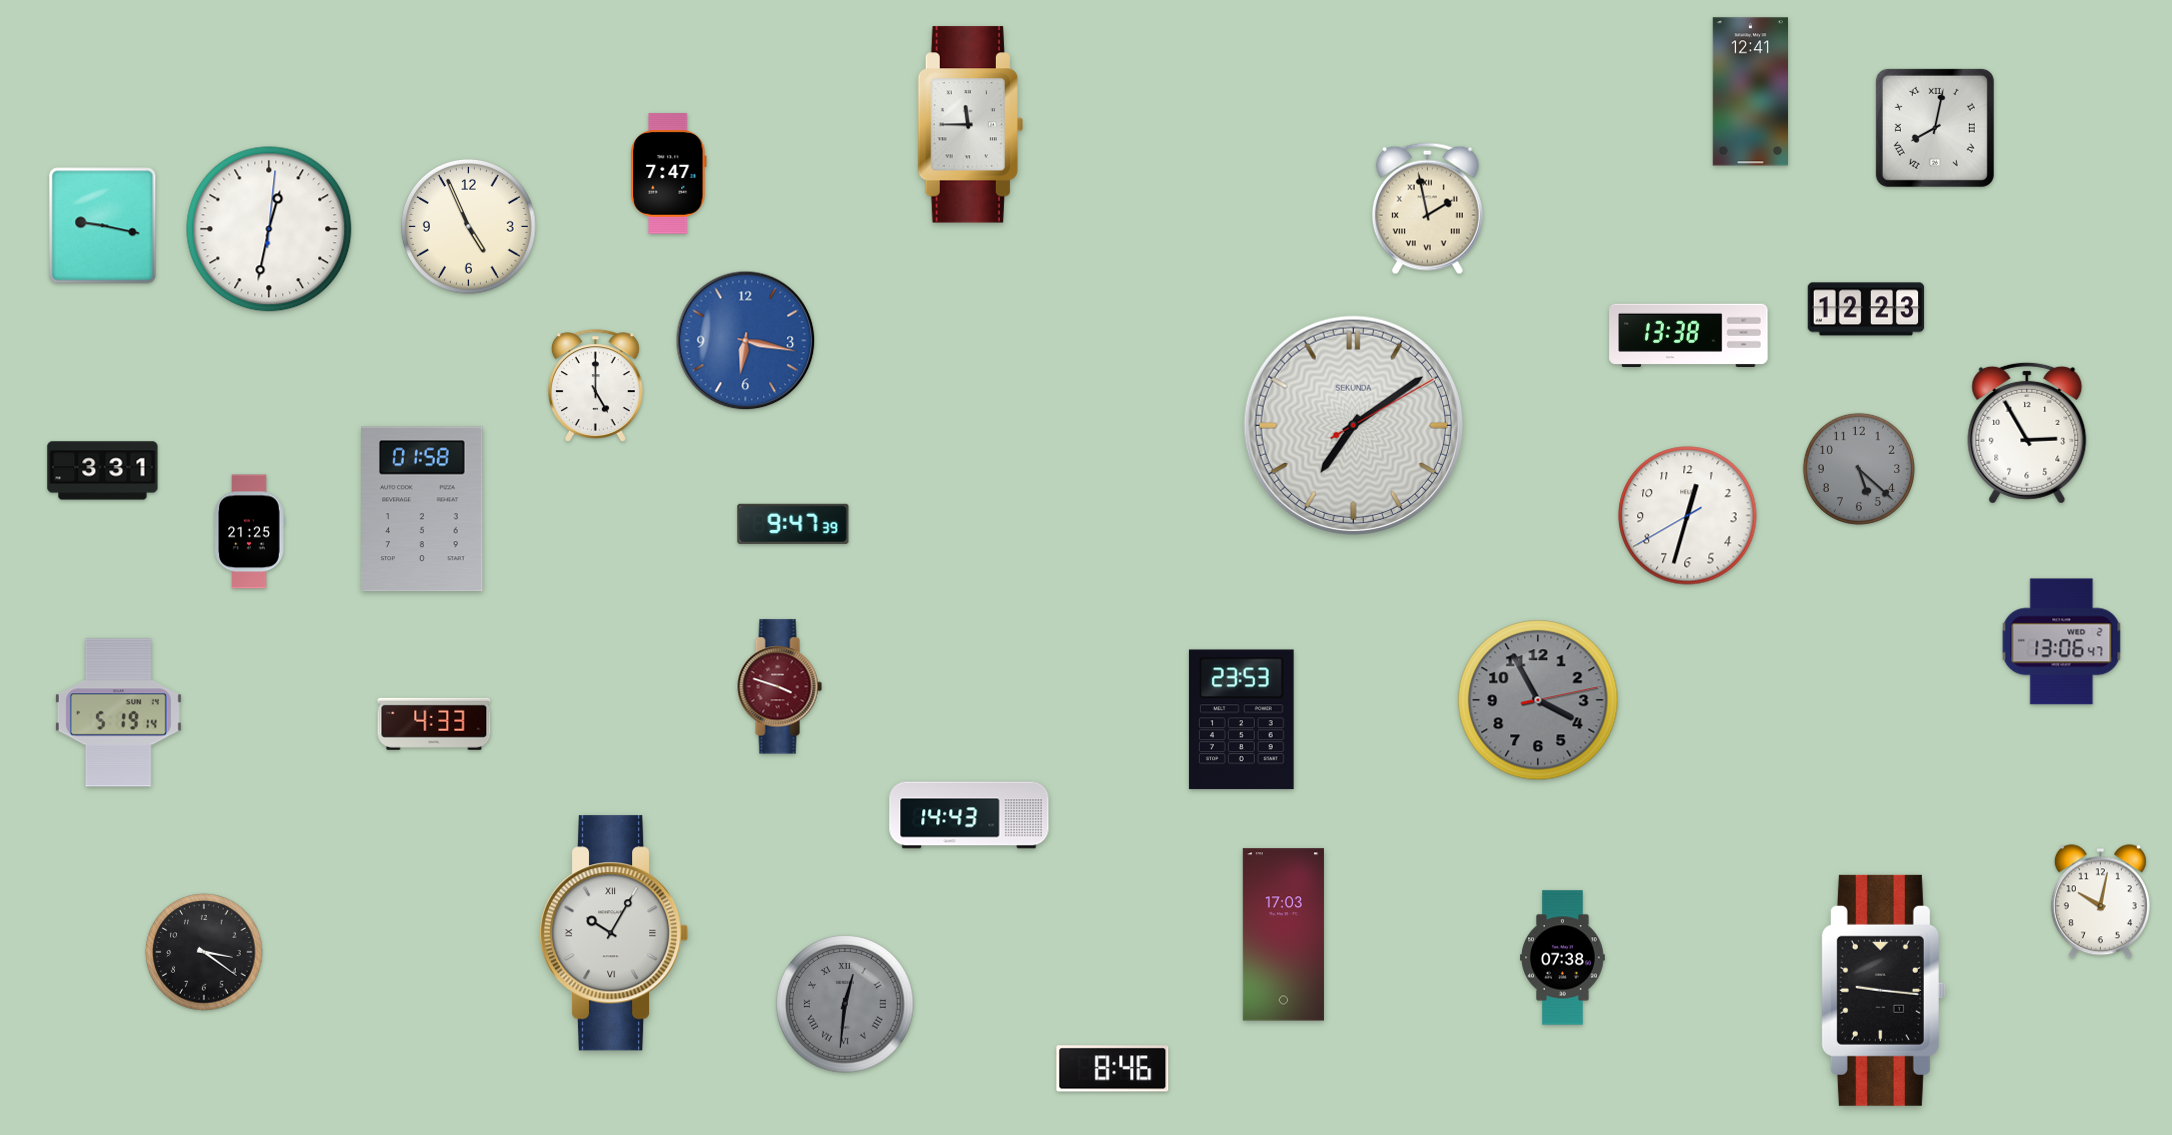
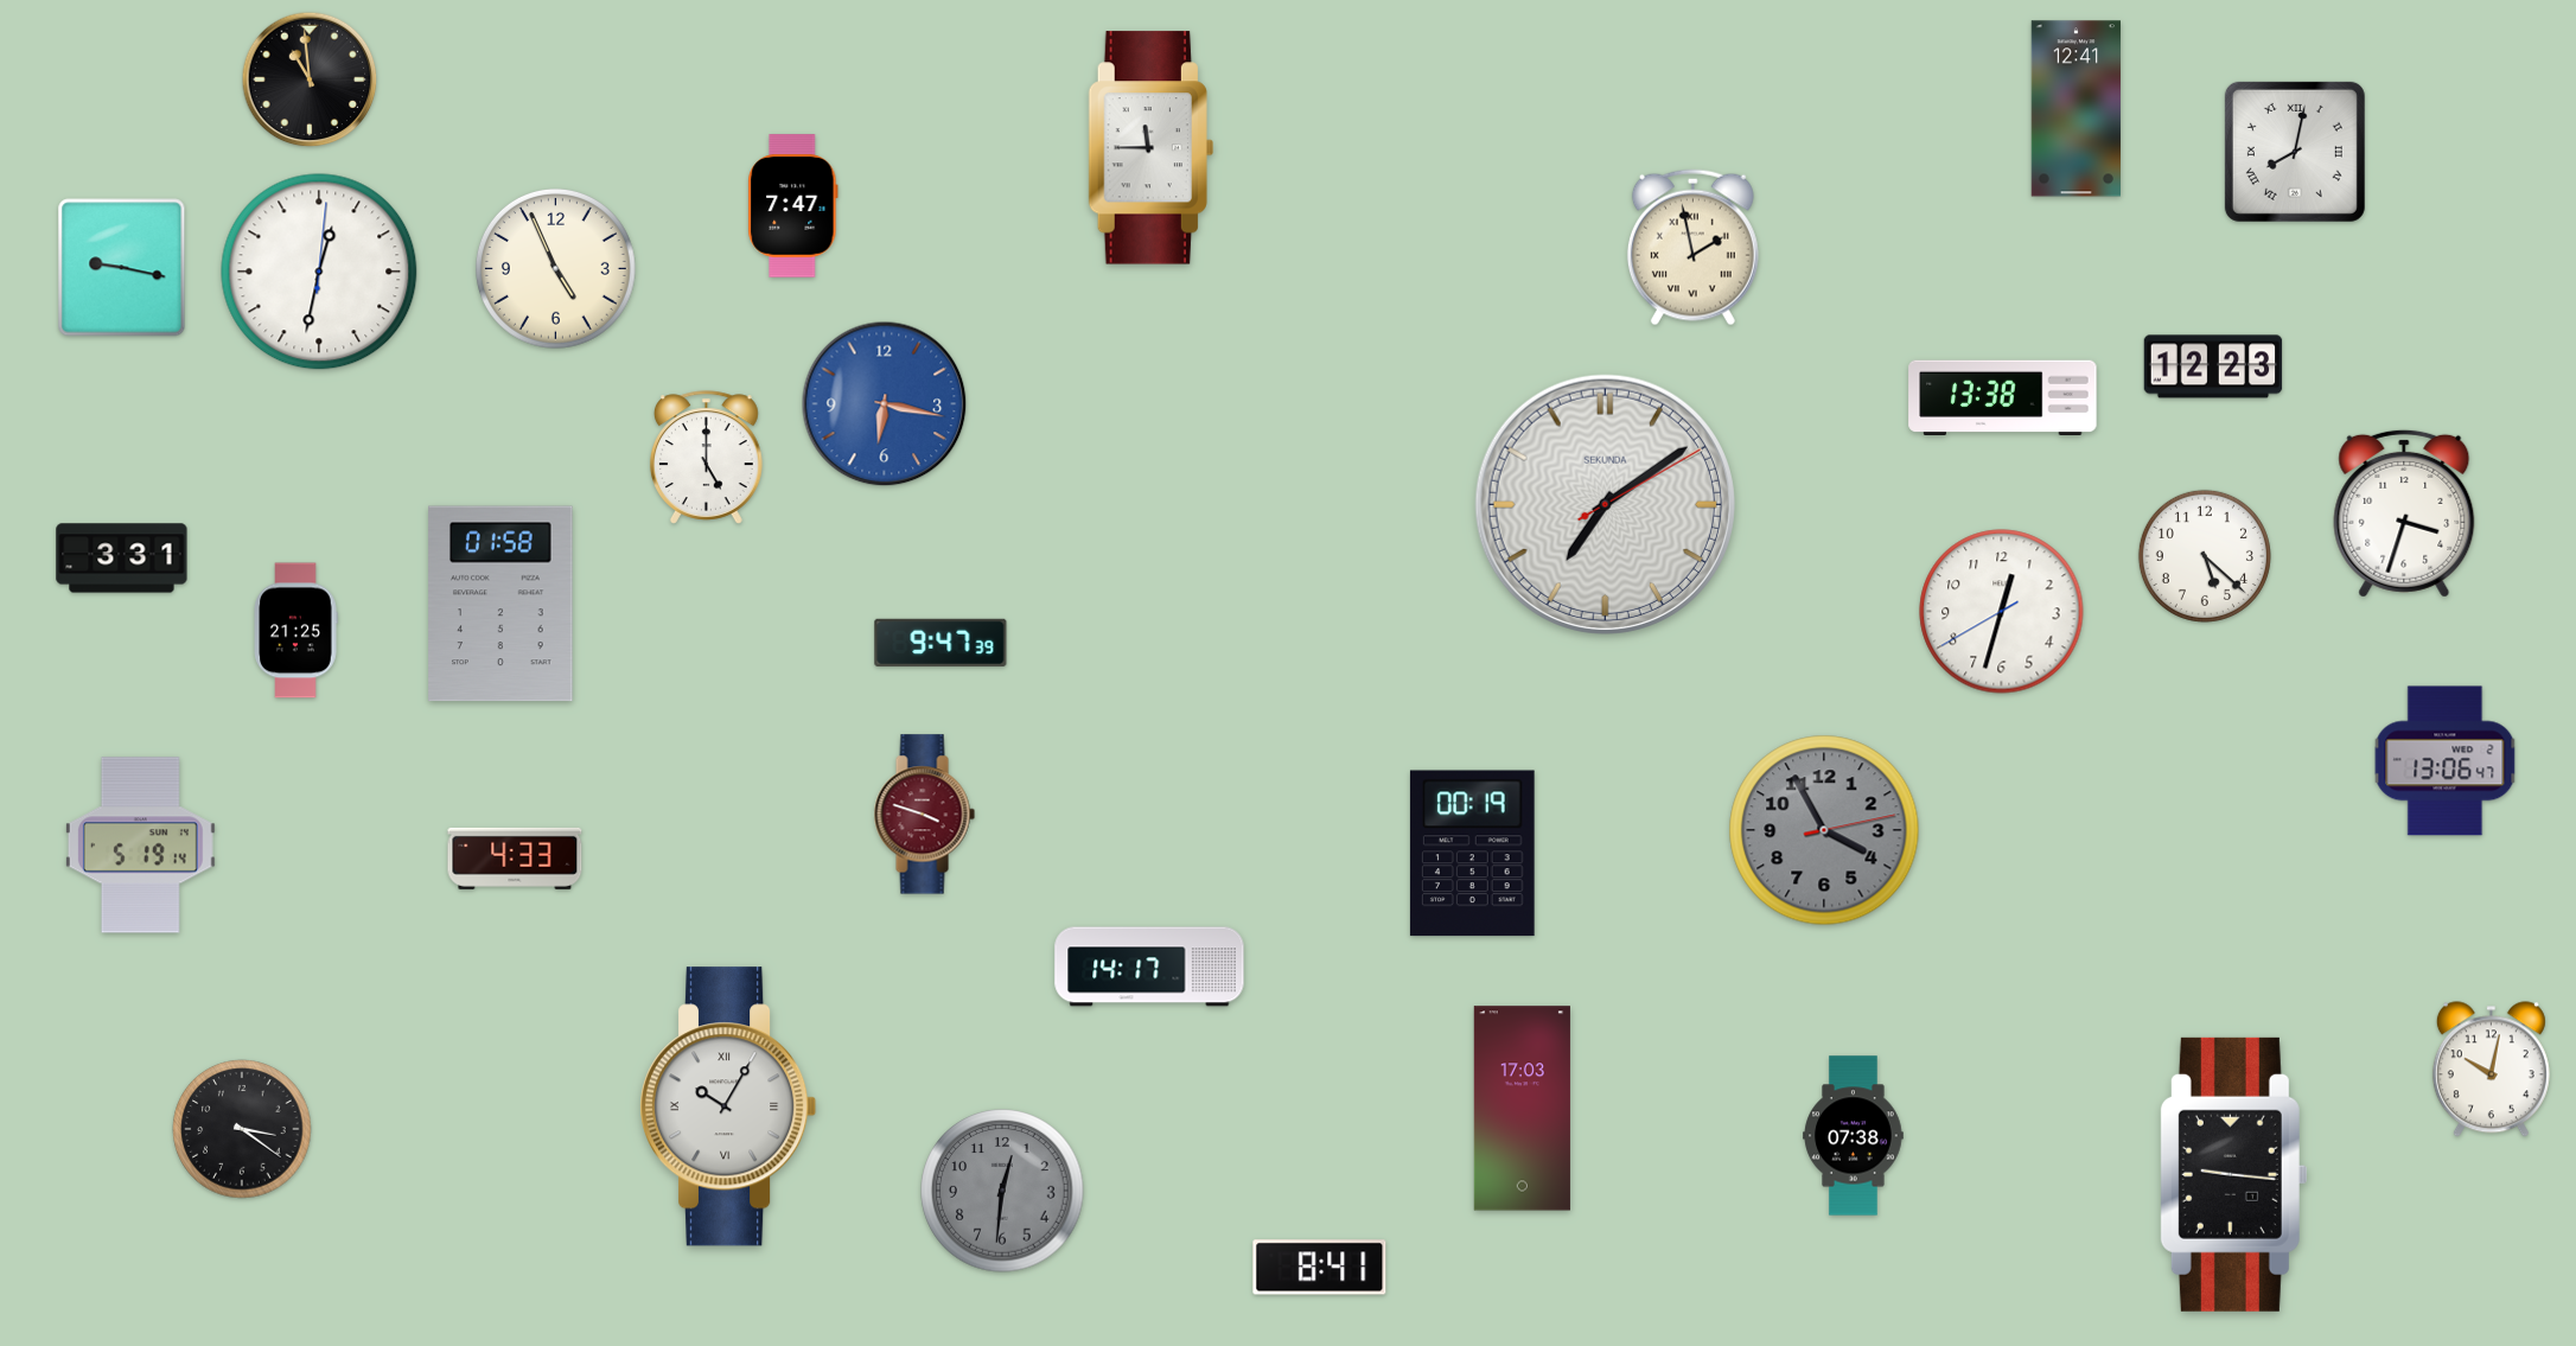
clock at (310, 79): none -> 10:59
clock at (2027, 433): 2:55 -> 3:33
clock at (1859, 469) dial: grey -> white
clock at (793, 524) position: (793, 524) -> (941, 643)
clock at (1241, 720): 23:53 -> 00:19
clock at (969, 815): 14:43 -> 14:17
clock at (845, 1004) numerals: Roman -> Arabic
clock at (1113, 1069): 8:46 -> 8:41
